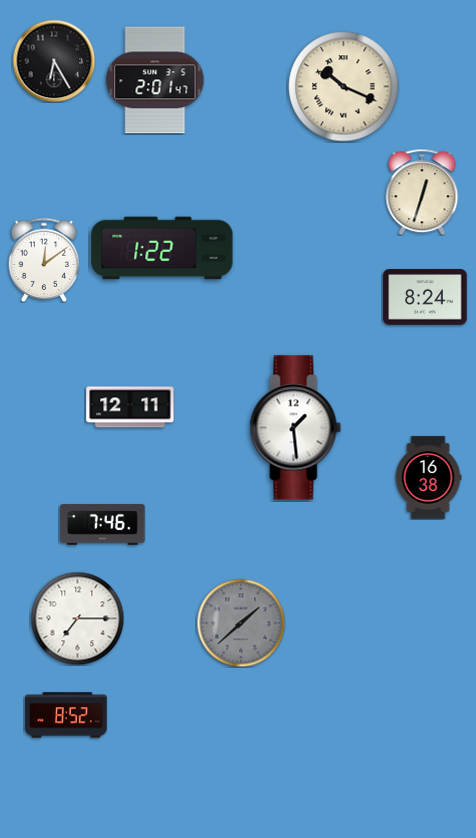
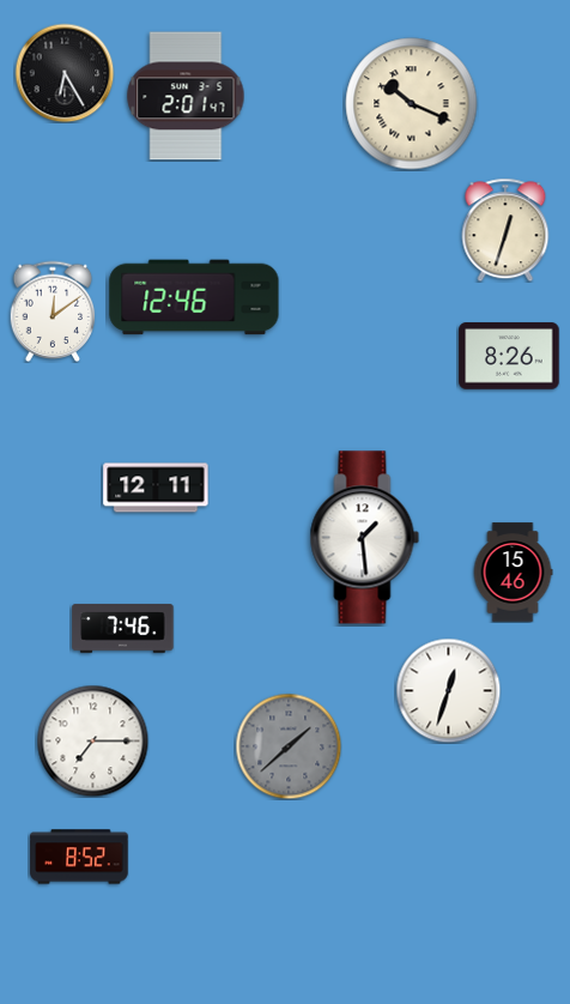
clock at (162, 248): 1:22 -> 12:46
clock at (425, 297): 8:24 -> 8:26
clock at (296, 428) position: (296, 428) -> (365, 538)
clock at (428, 478): 16:38 -> 15:46
clock at (448, 690): none -> 12:33
